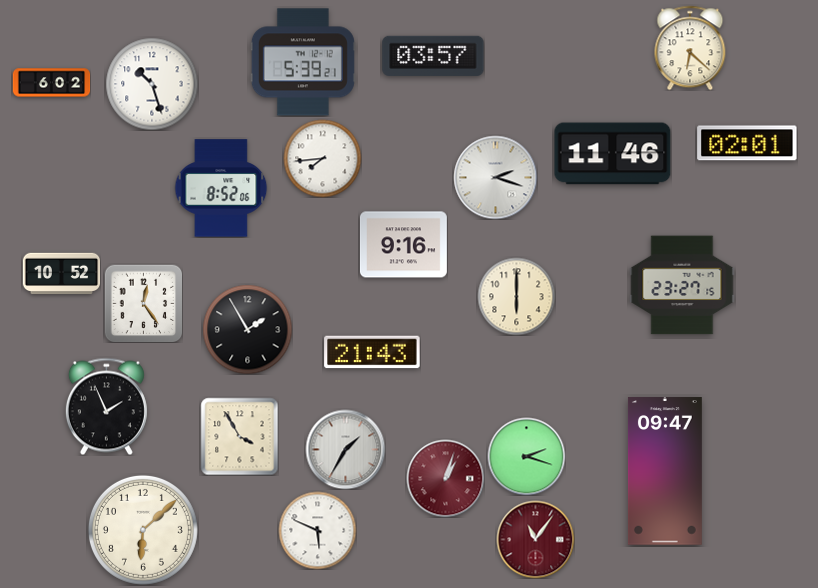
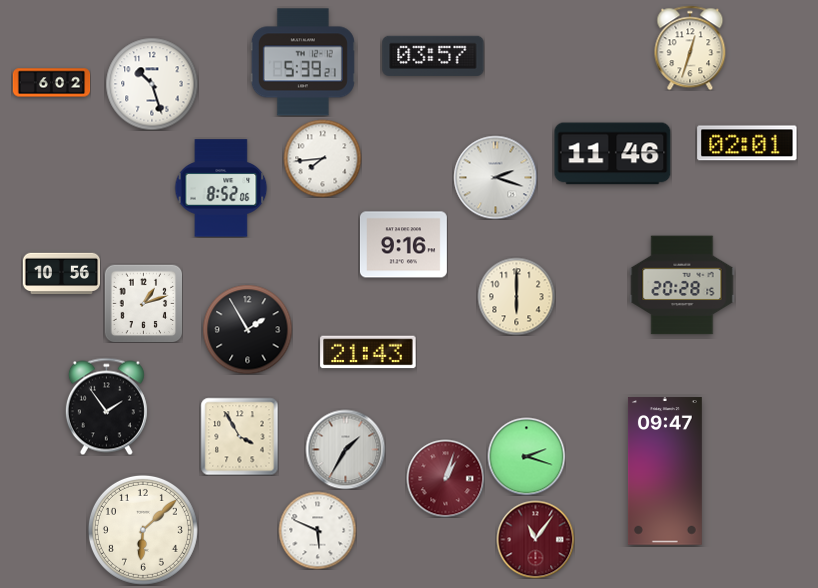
clock at (690, 48): 6:22 -> 12:33
clock at (61, 274): 10:52 -> 10:56
clock at (682, 285): 23:27 -> 20:28
clock at (143, 303): 12:24 -> 1:12
clock at (372, 352) position: (372, 352) -> (368, 352)
clock at (106, 406): 1:56 -> 1:54
